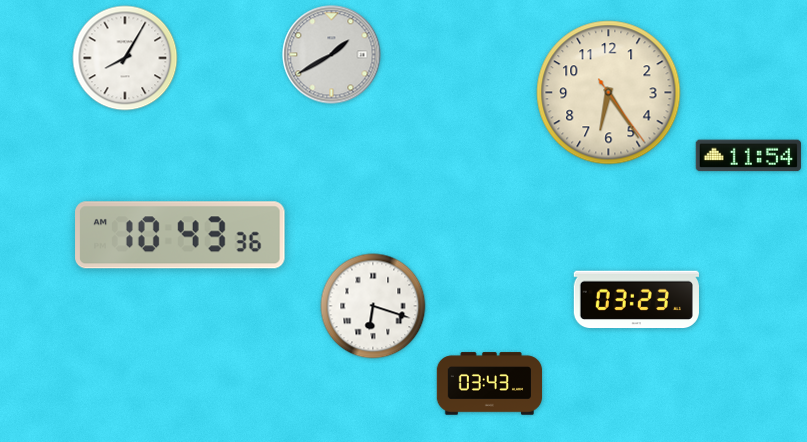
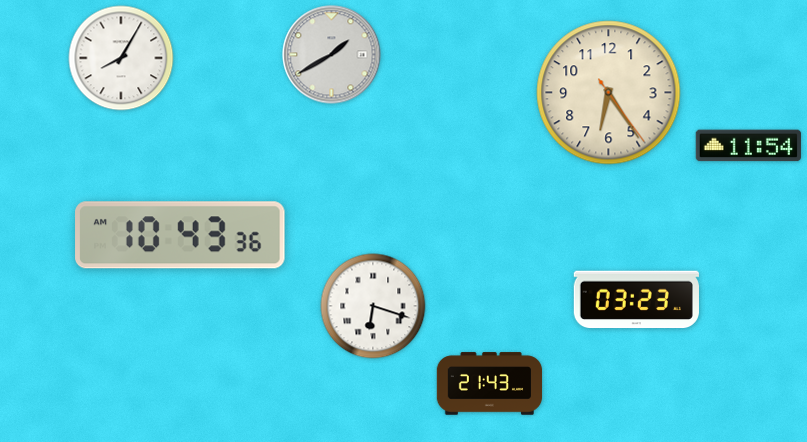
clock at (125, 58) position: (125, 58) -> (121, 58)
clock at (748, 156) position: (748, 156) -> (748, 146)
clock at (490, 384): 03:43 -> 21:43
